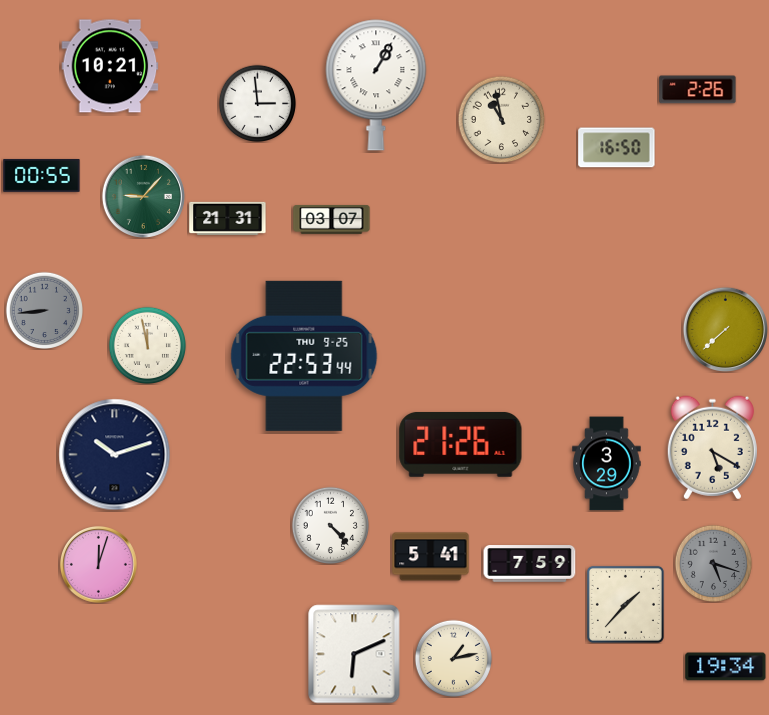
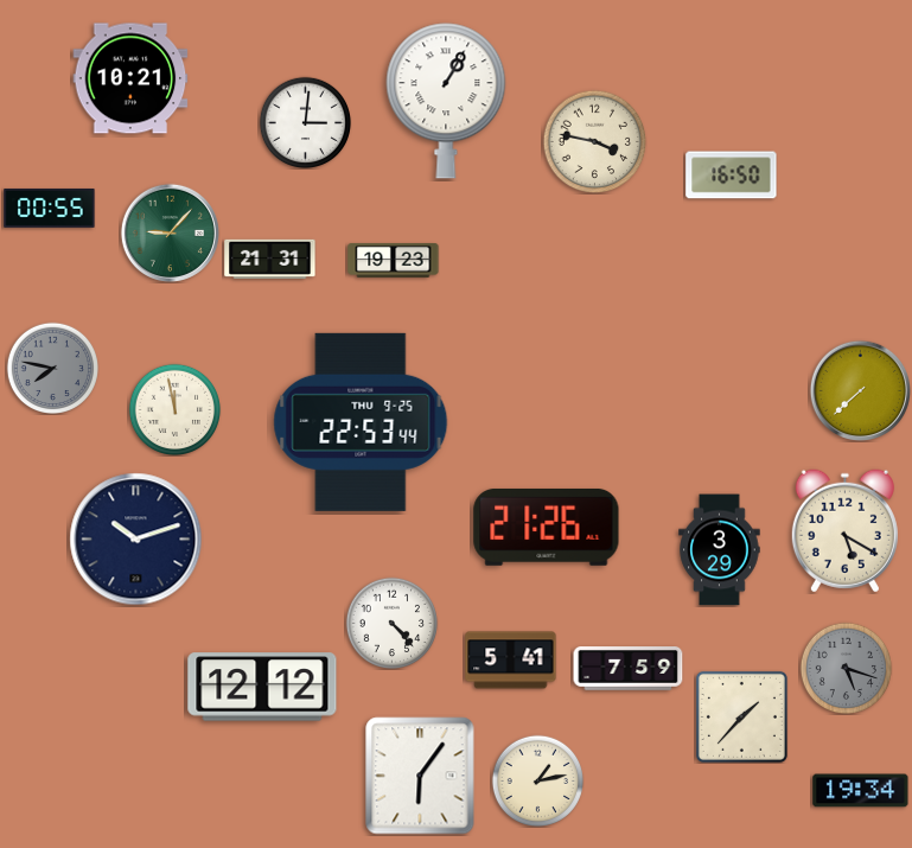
clock at (698, 90): 2:26 -> none
clock at (257, 103): 2:59 -> 3:01
clock at (501, 119): 10:58 -> 3:47
clock at (332, 219): 03:07 -> 19:23
clock at (44, 310): 8:44 -> 7:47
clock at (98, 564): 12:03 -> none
clock at (262, 687): none -> 12:12
clock at (354, 654): 6:11 -> 6:06
